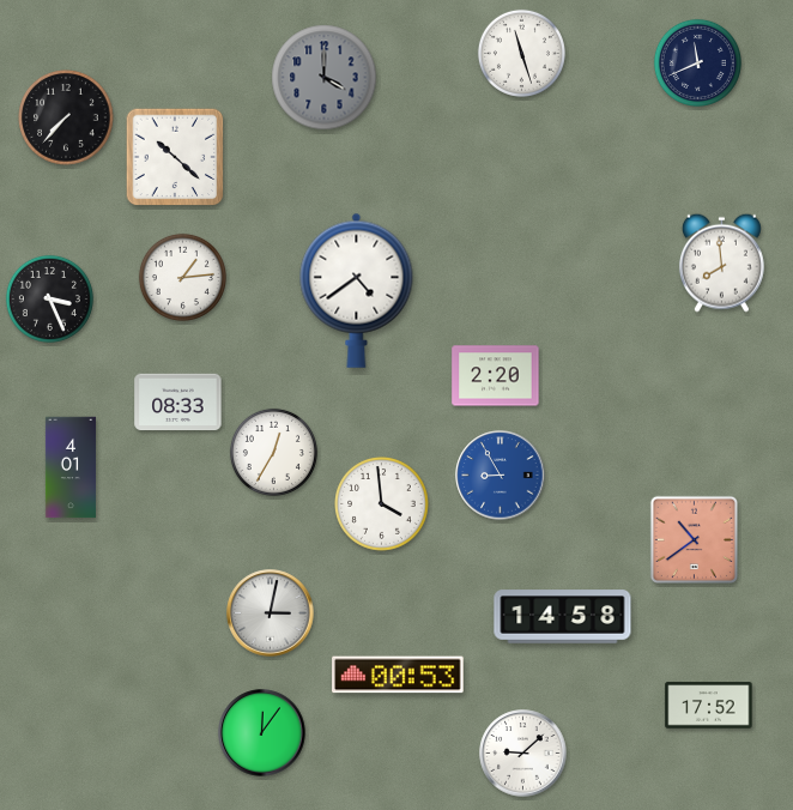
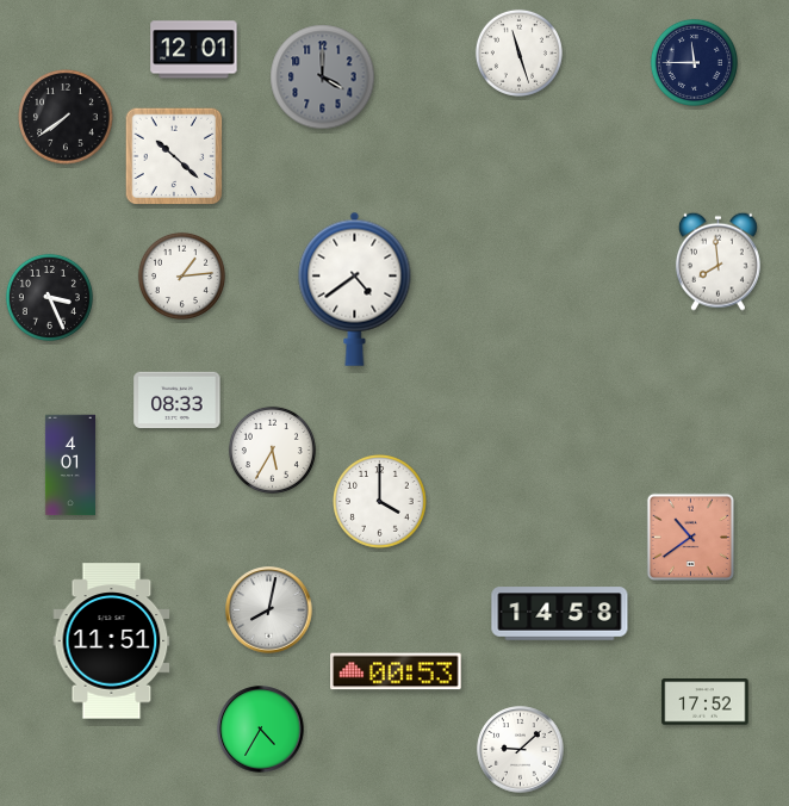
clock at (194, 50): none -> 12:01
clock at (697, 62): 11:41 -> 11:45
clock at (66, 117): 7:37 -> 7:39
clock at (496, 376): 2:20 -> none
clock at (273, 452): 12:35 -> 5:35
clock at (501, 476): 8:55 -> none
clock at (382, 504): 3:59 -> 4:00
clock at (271, 613): 3:02 -> 8:02
clock at (112, 641): none -> 11:51
clock at (262, 733): 12:06 -> 4:35
